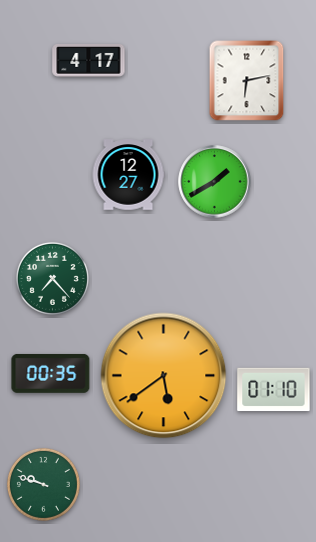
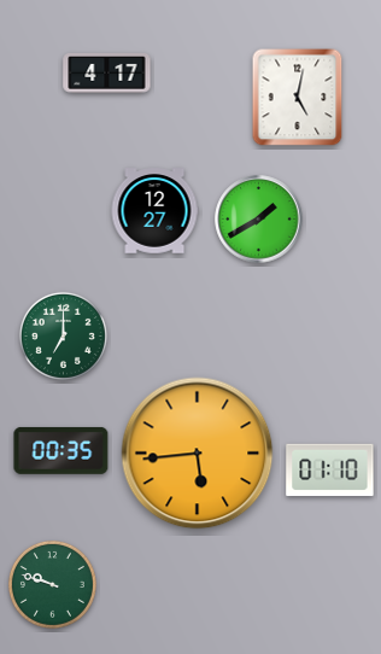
clock at (247, 81): 6:13 -> 5:02
clock at (52, 278): 7:23 -> 7:00
clock at (164, 376): 5:39 -> 5:44
